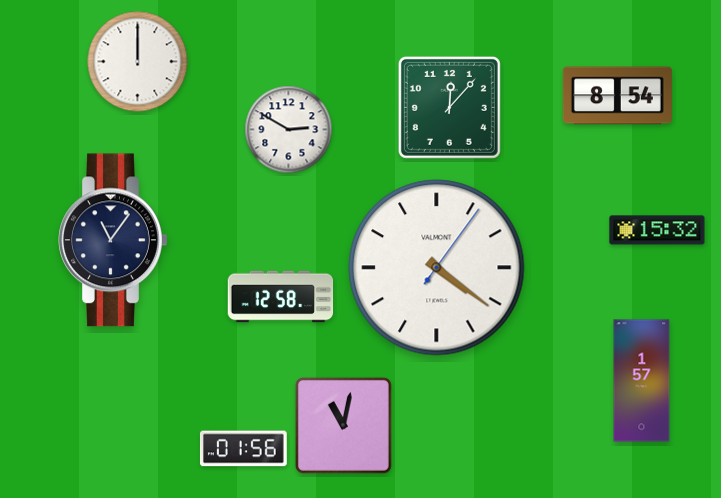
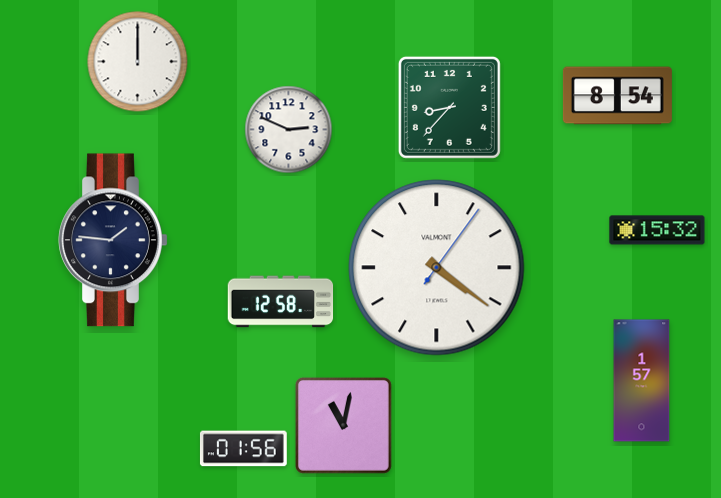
clock at (449, 107): 12:07 -> 8:37
clock at (289, 130): 2:50 -> 2:49
clock at (113, 240): 11:06 -> 1:46
clock at (281, 297) position: (281, 297) -> (281, 302)
